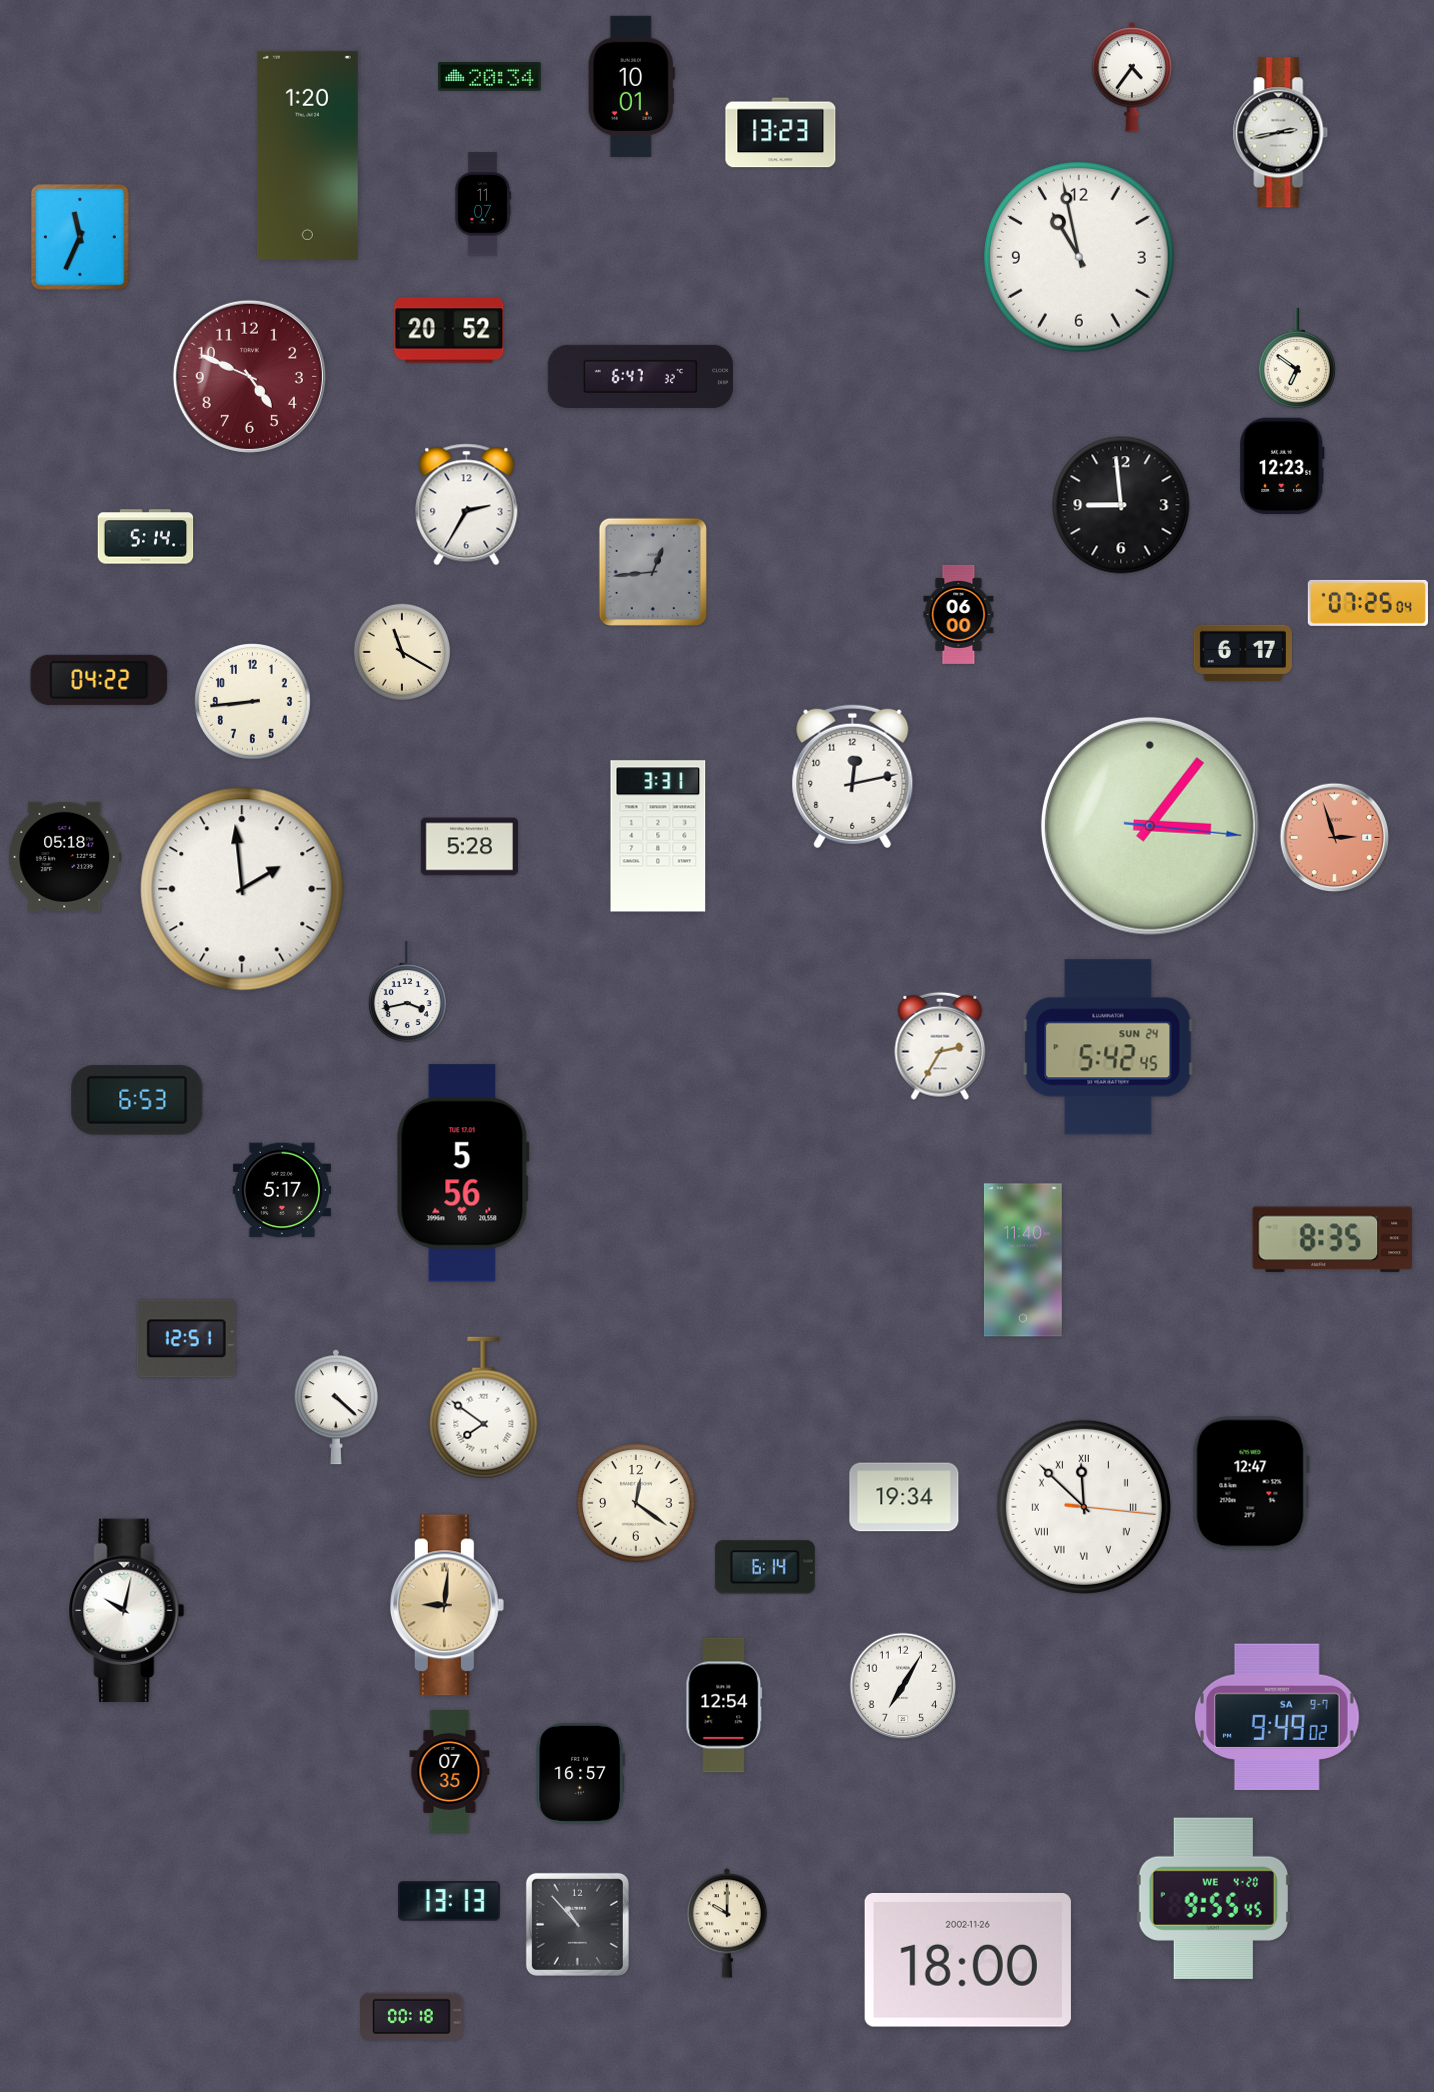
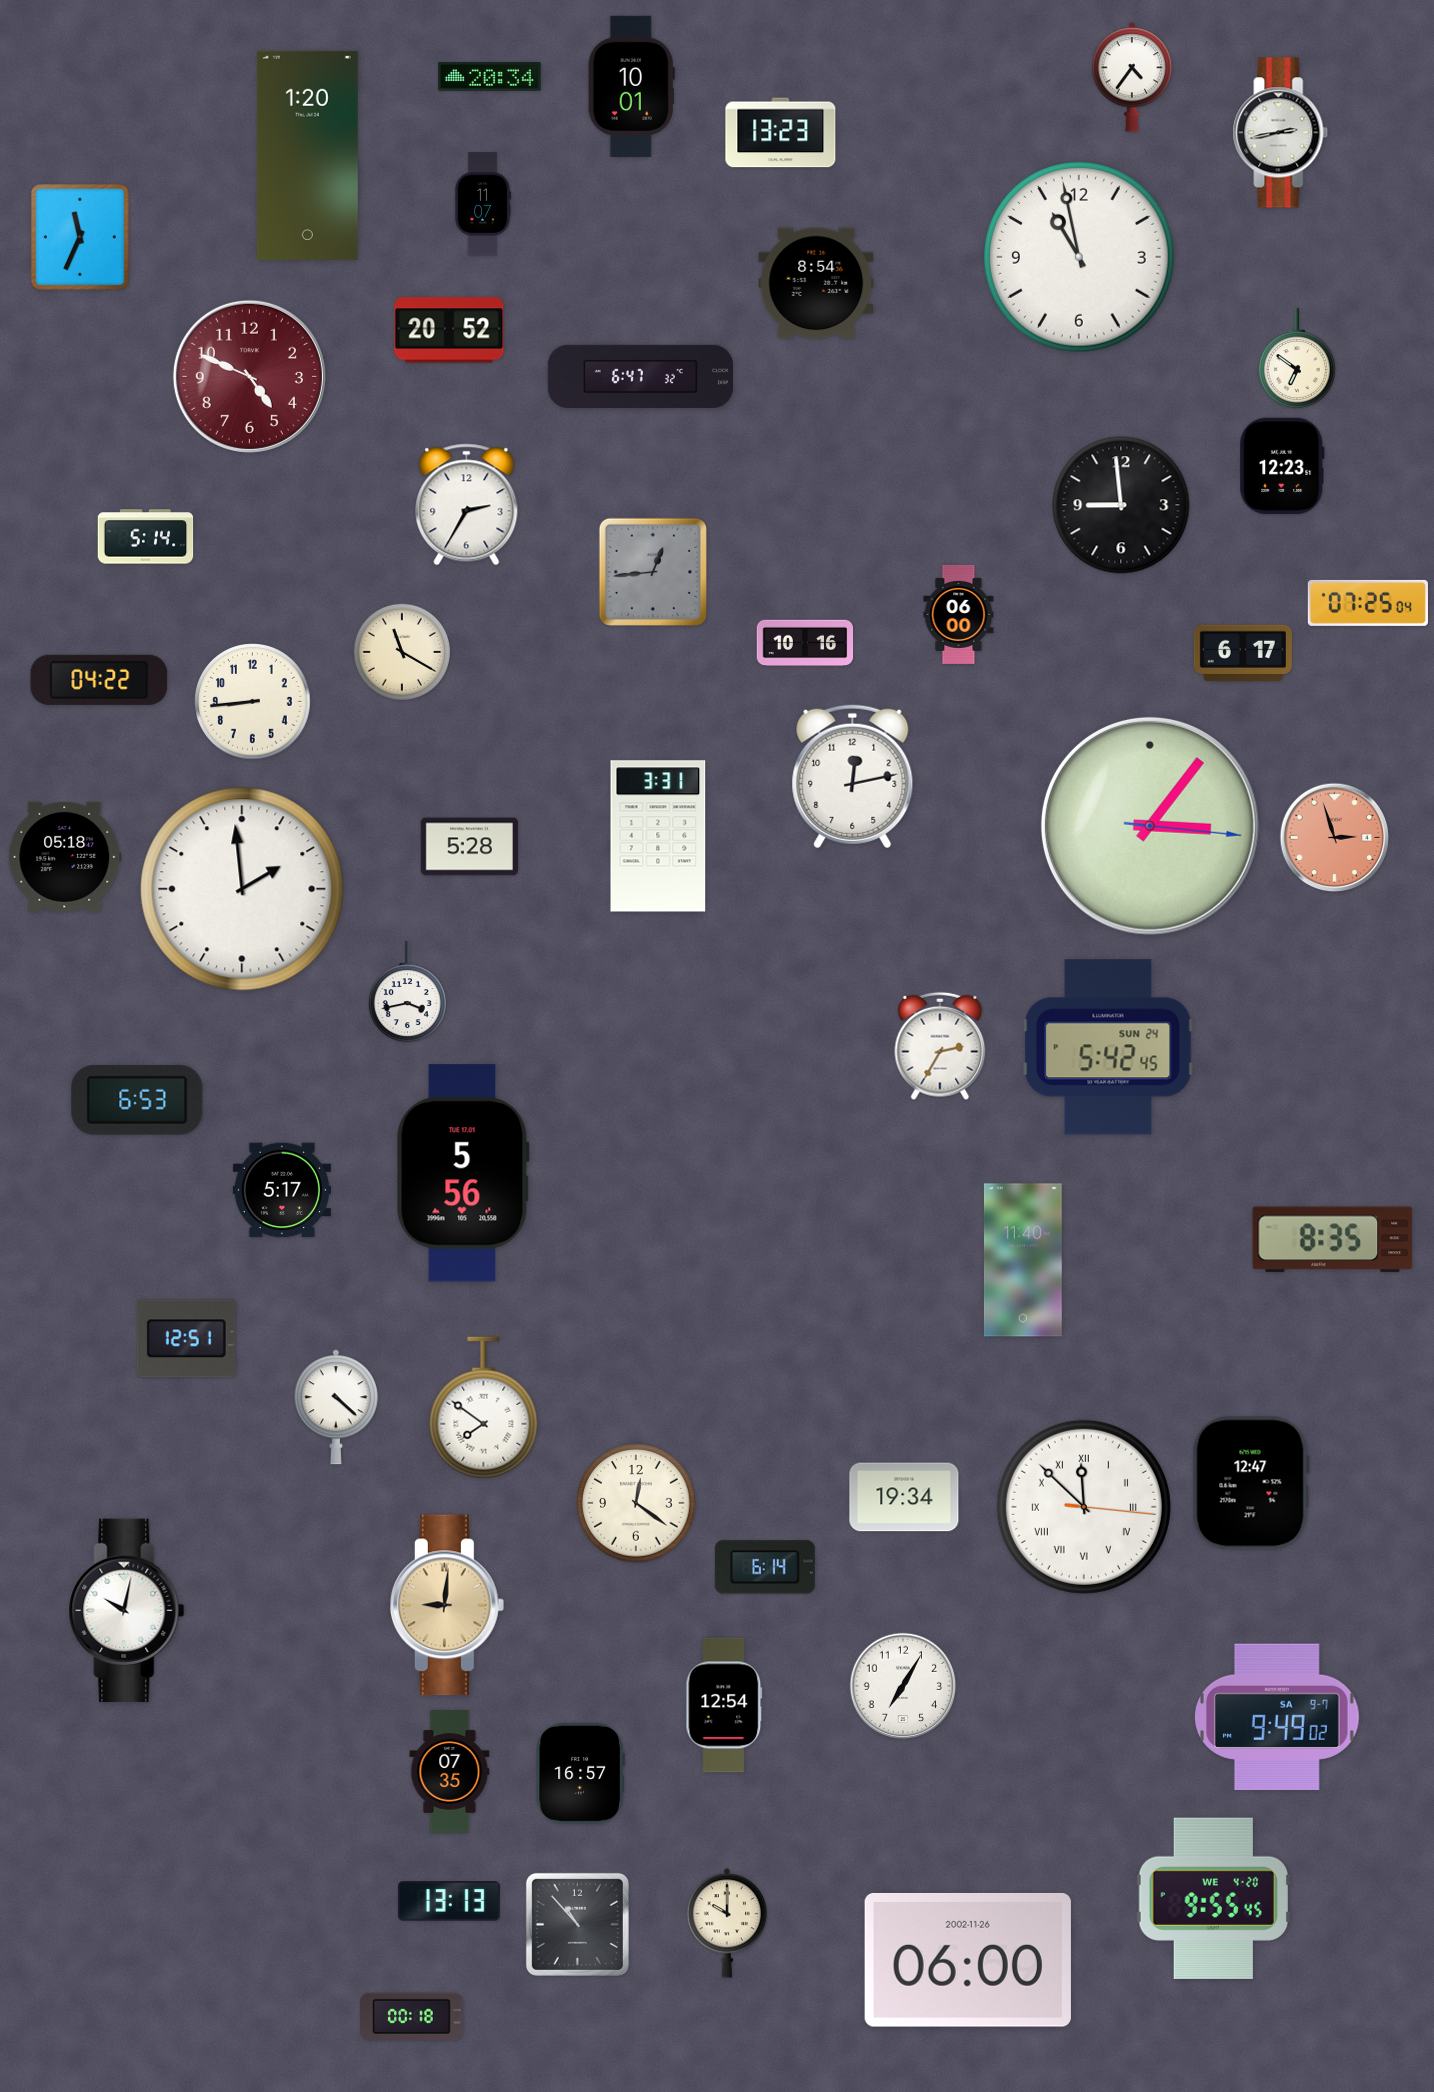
clock at (816, 283): none -> 8:54
clock at (805, 643): none -> 10:16
clock at (968, 1960): 18:00 -> 06:00
